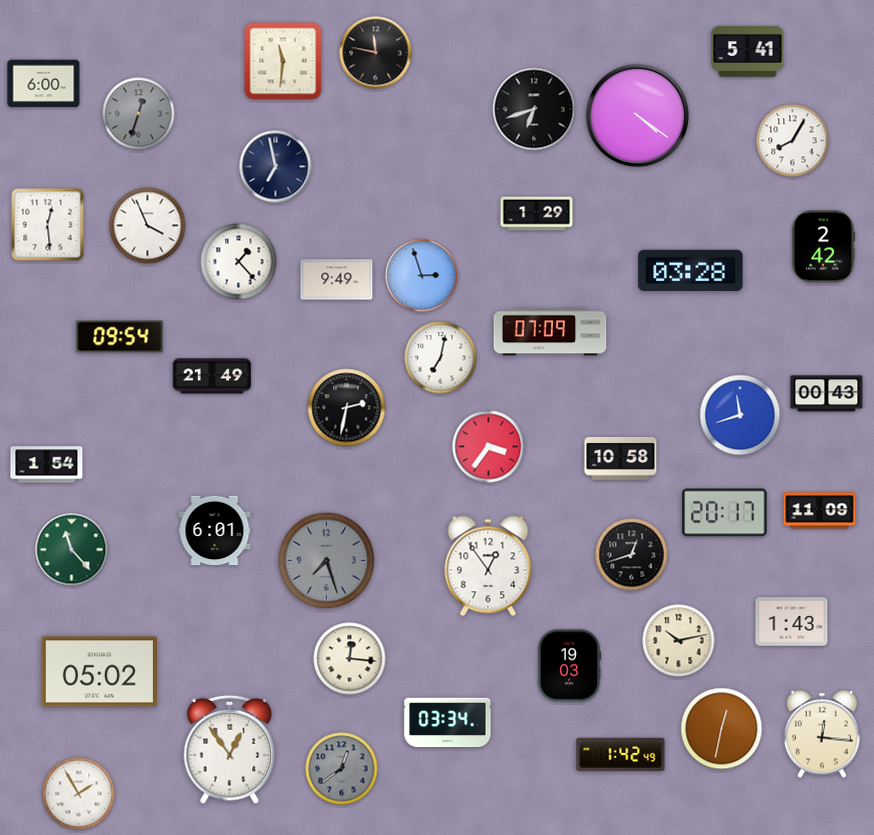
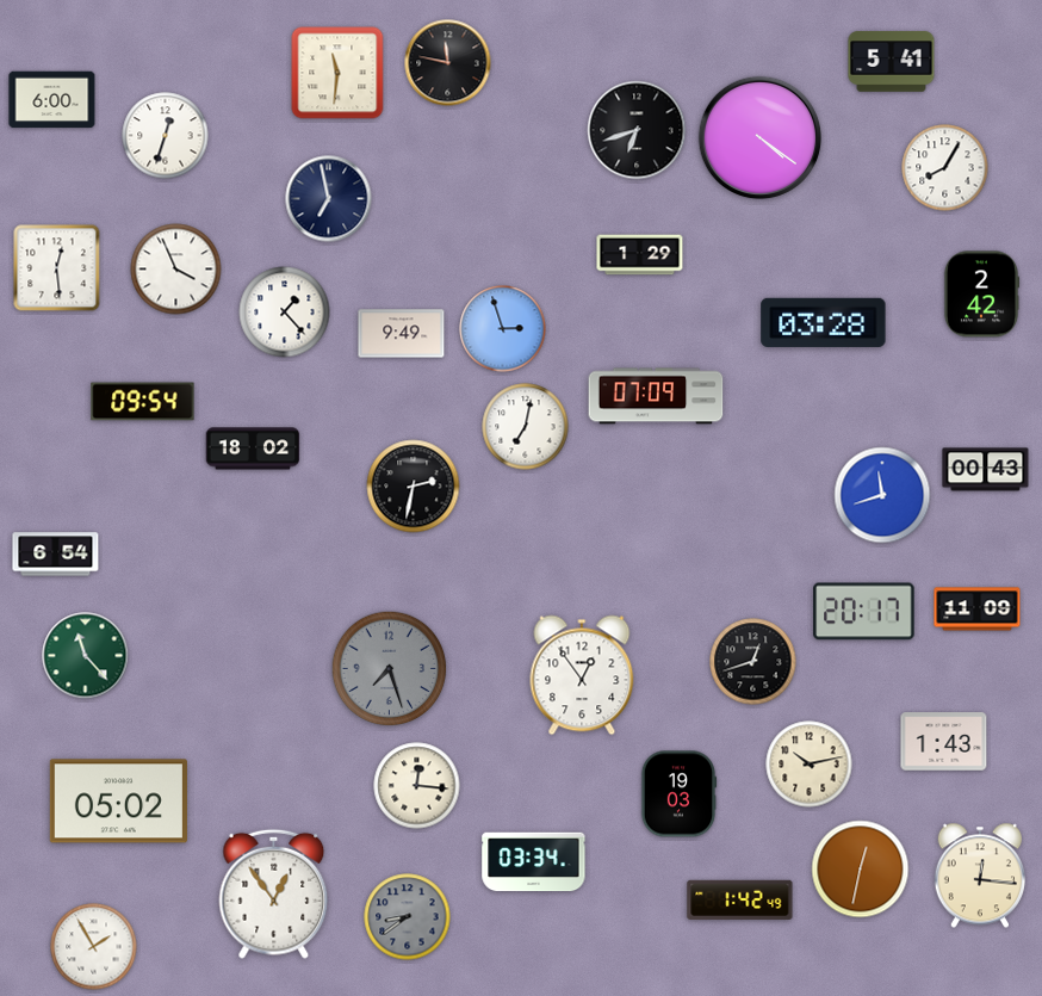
clock at (139, 114) dial: grey -> white
clock at (212, 376): 21:49 -> 18:02
clock at (489, 447): 3:36 -> none
clock at (621, 458): 10:58 -> none
clock at (47, 465): 1:54 -> 6:54
clock at (215, 531): 6:01 -> none
clock at (342, 769): 12:39 -> 8:39
